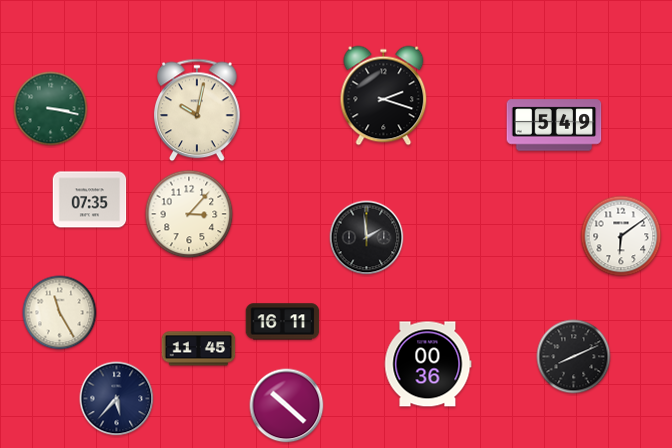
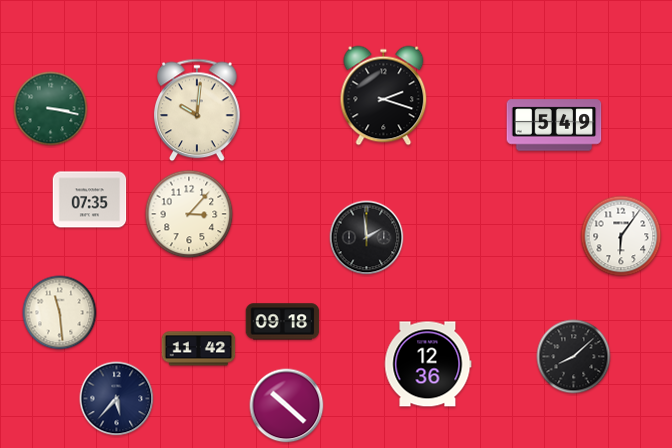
clock at (198, 110): 10:02 -> 10:01
clock at (621, 236): 6:09 -> 6:06
clock at (60, 313): 11:25 -> 11:29
clock at (283, 322): 16:11 -> 09:18
clock at (199, 349): 11:45 -> 11:42
clock at (574, 357): 8:11 -> 8:08
clock at (428, 364): 00:36 -> 12:36
